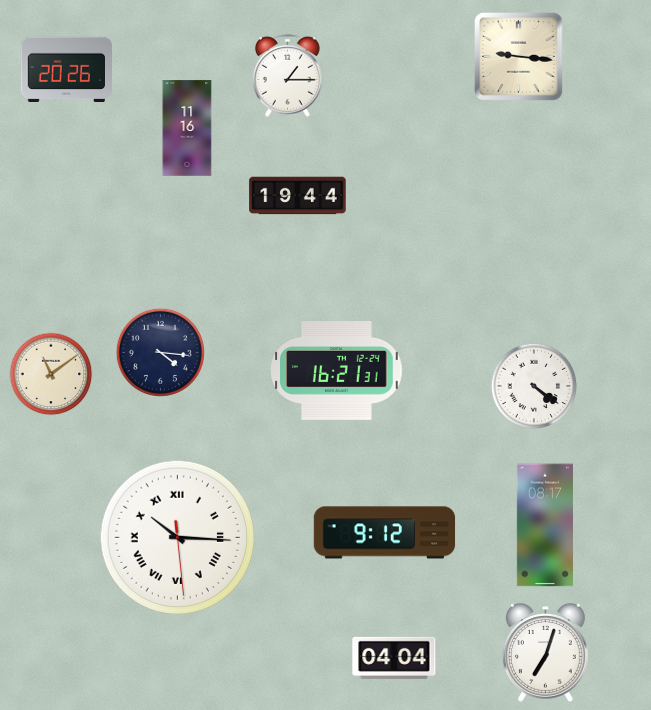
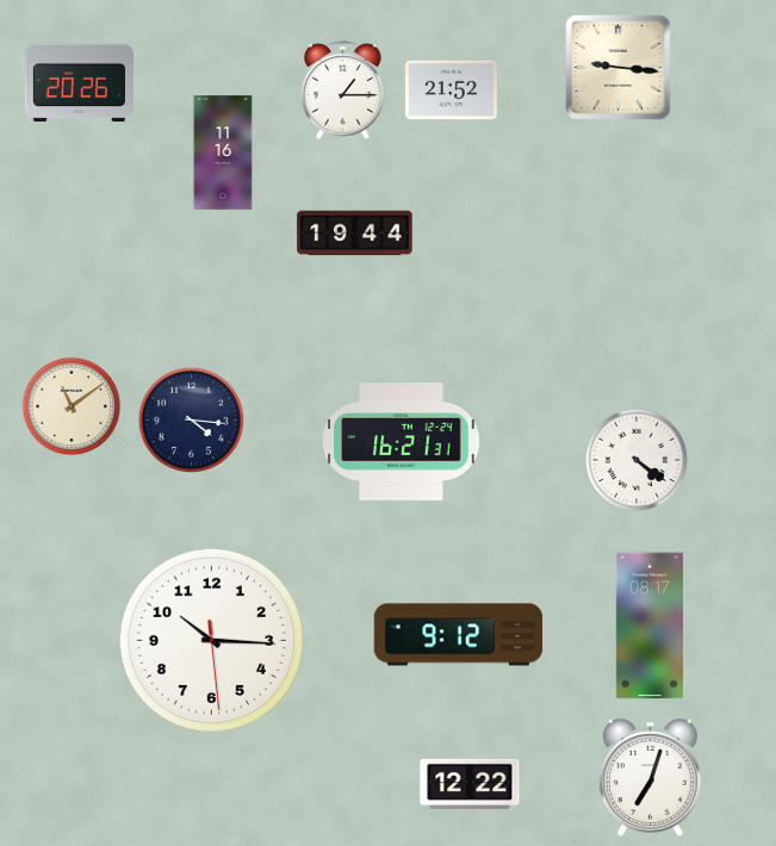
clock at (451, 91): none -> 21:52
clock at (51, 374) position: (51, 374) -> (72, 406)
clock at (178, 538) numerals: Roman -> Arabic
clock at (394, 658): 04:04 -> 12:22
